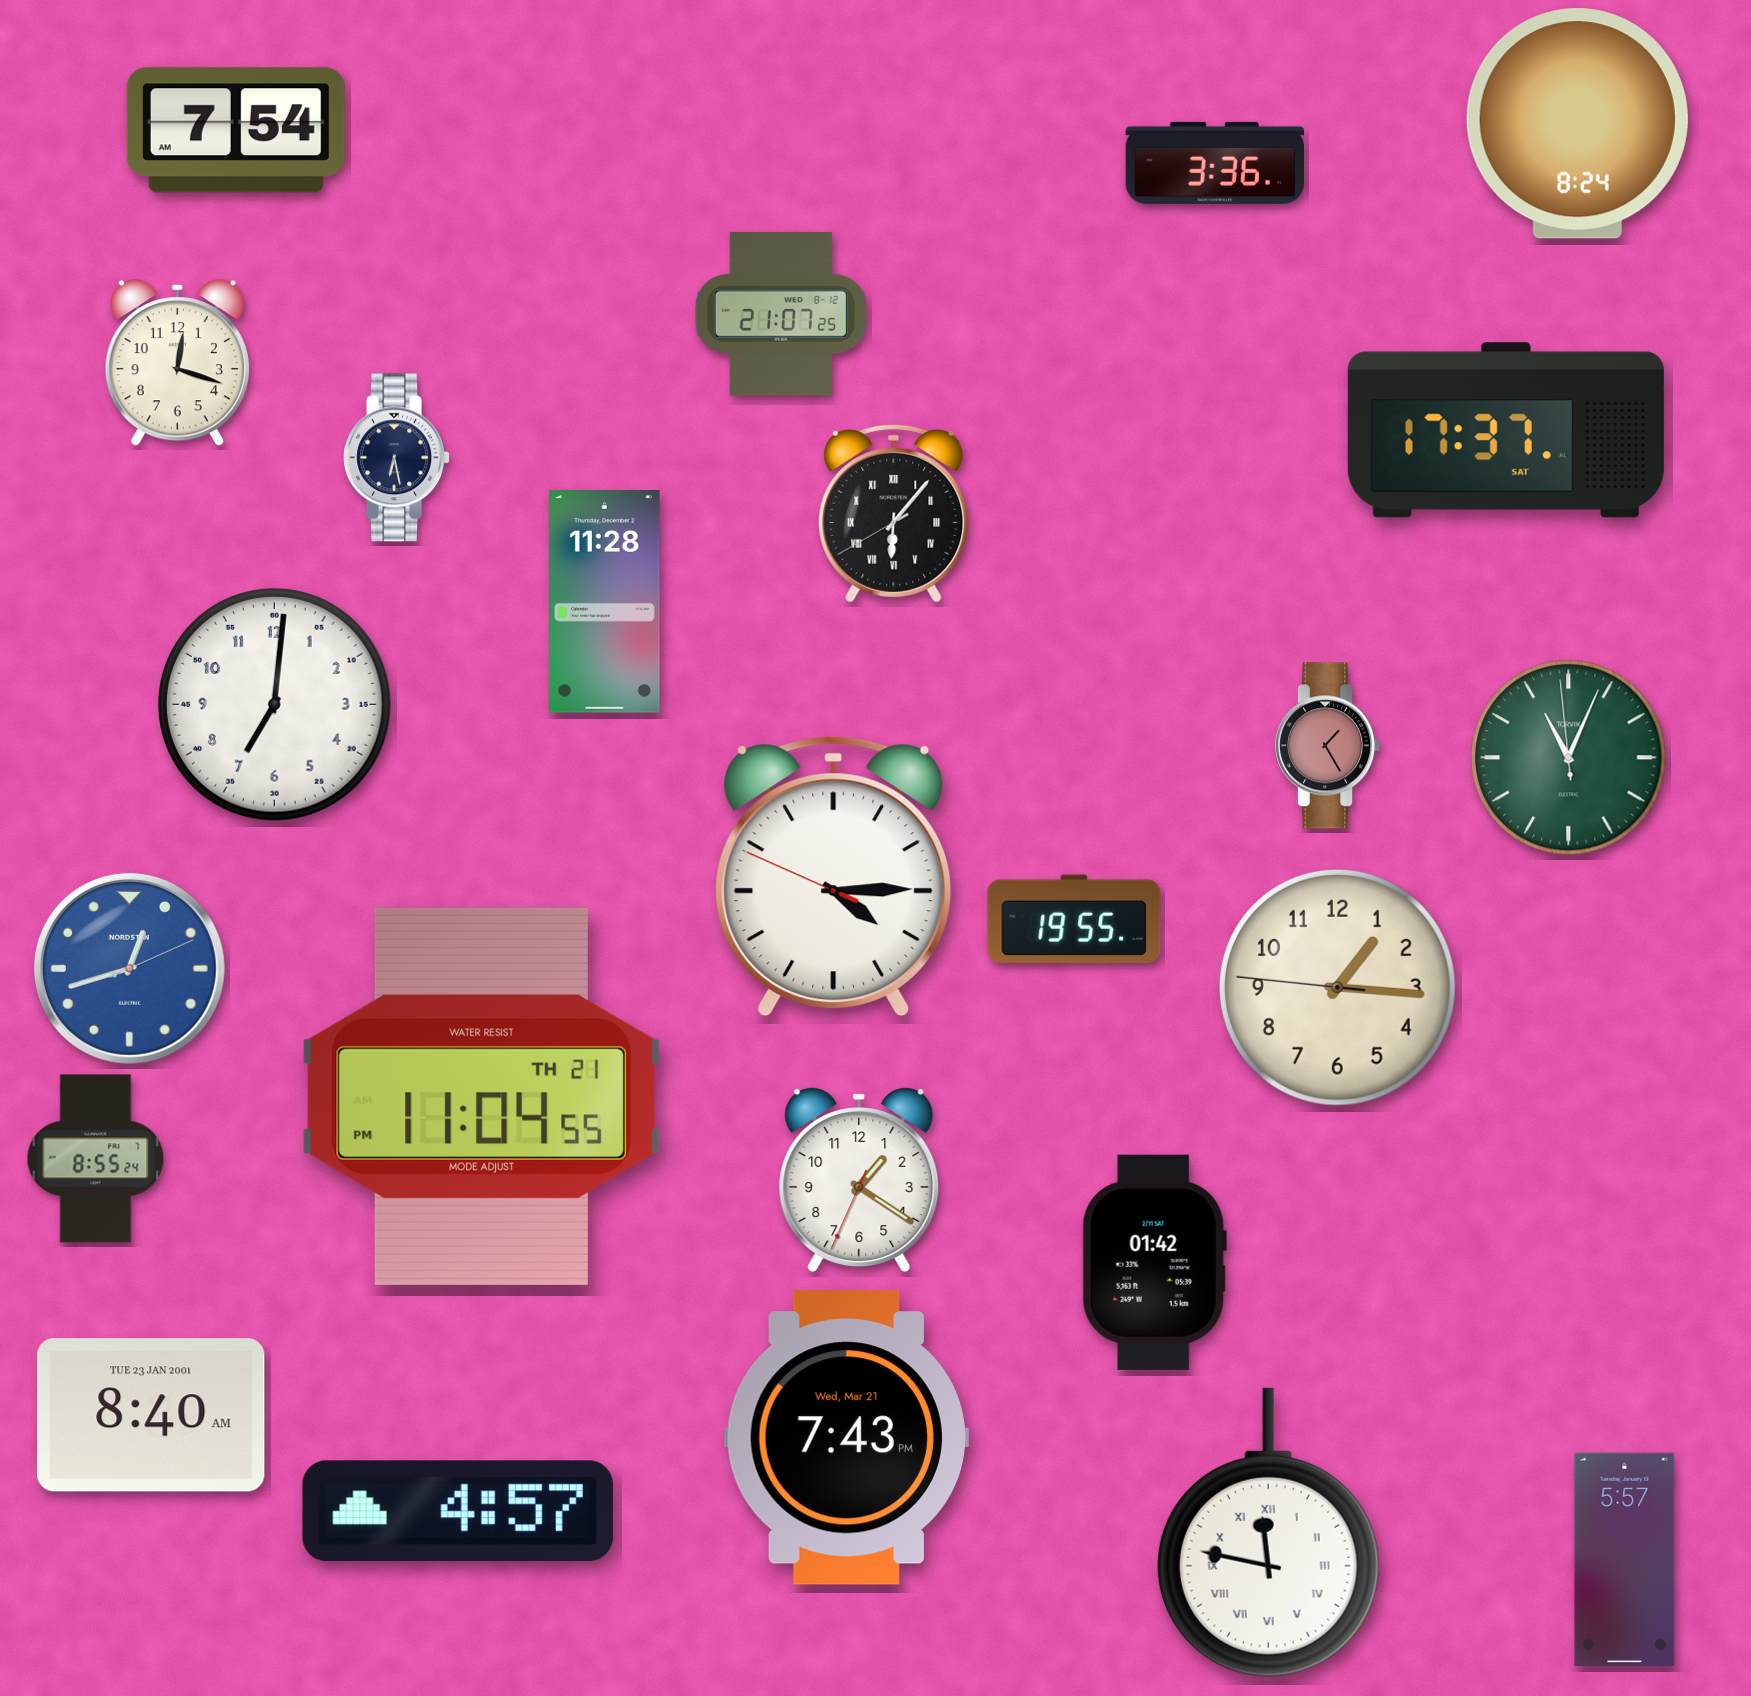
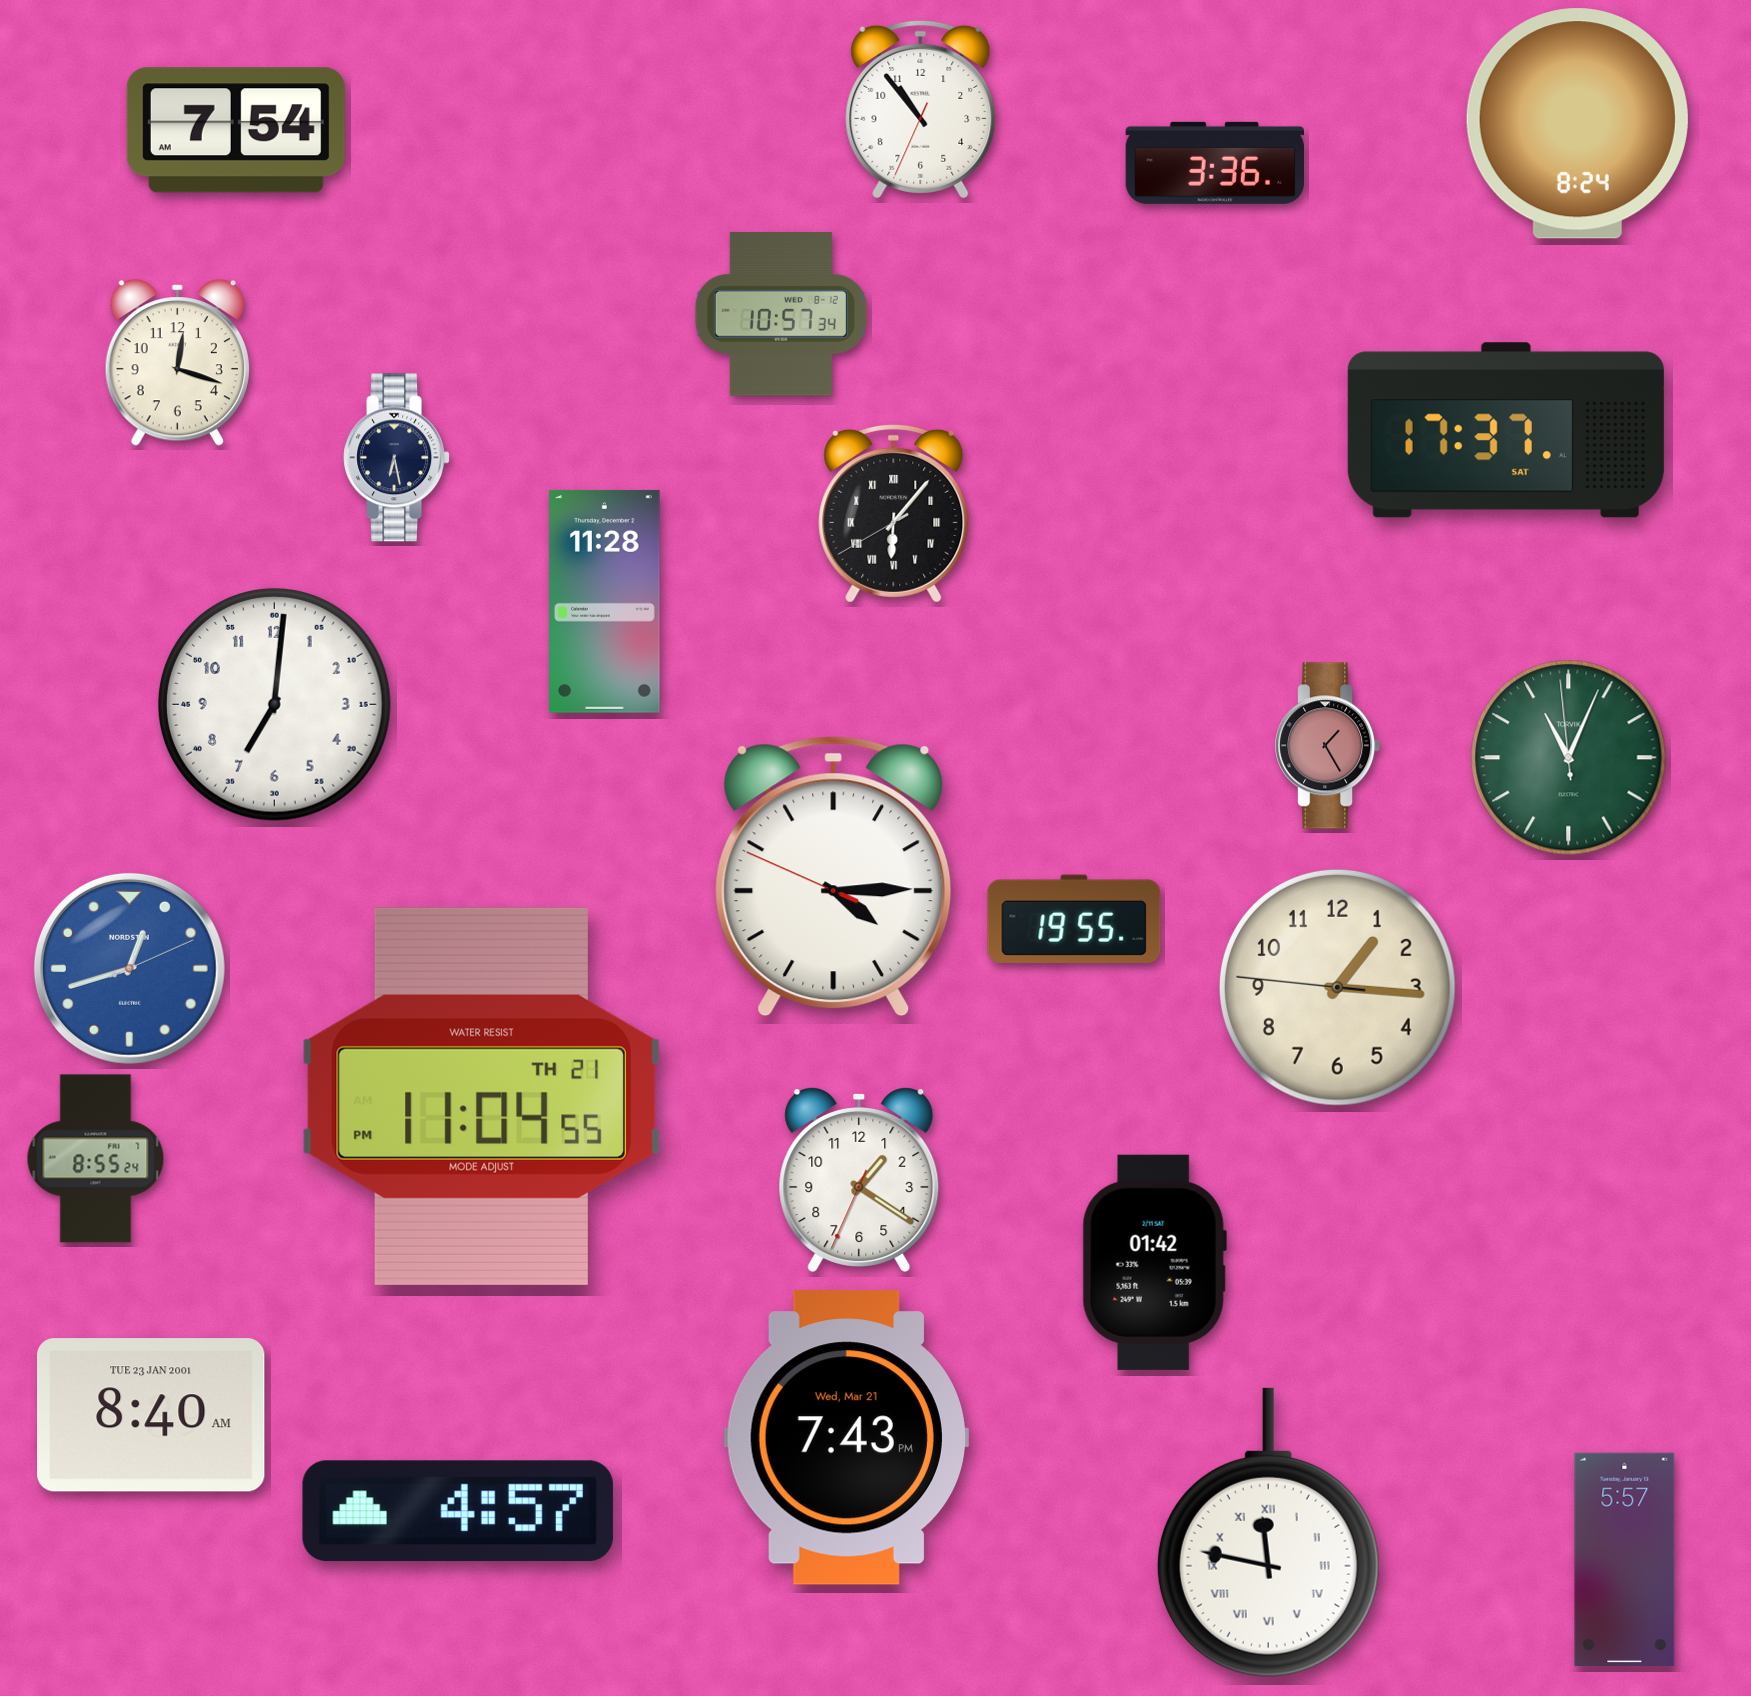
clock at (921, 109): none -> 10:53
clock at (781, 314): 21:07 -> 10:57
